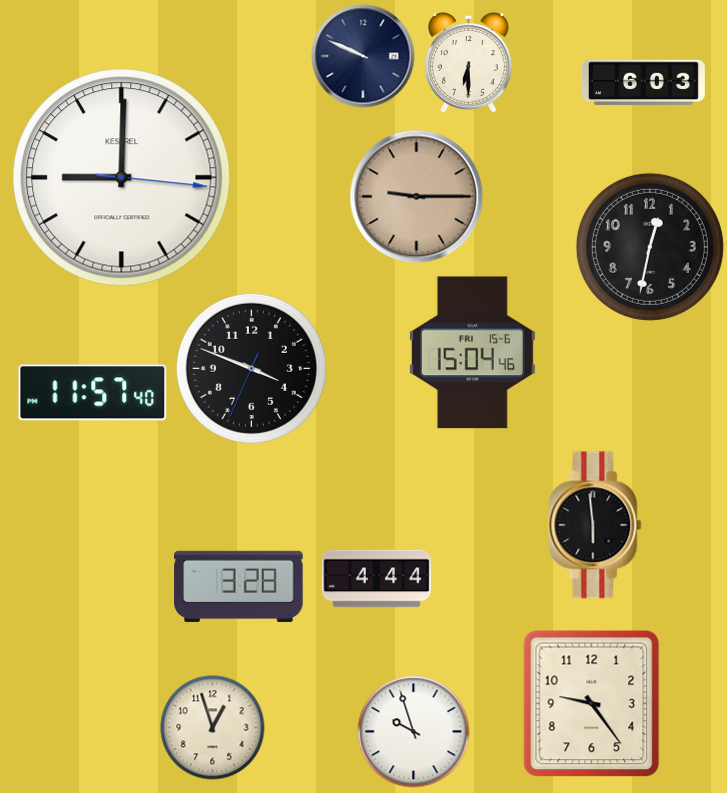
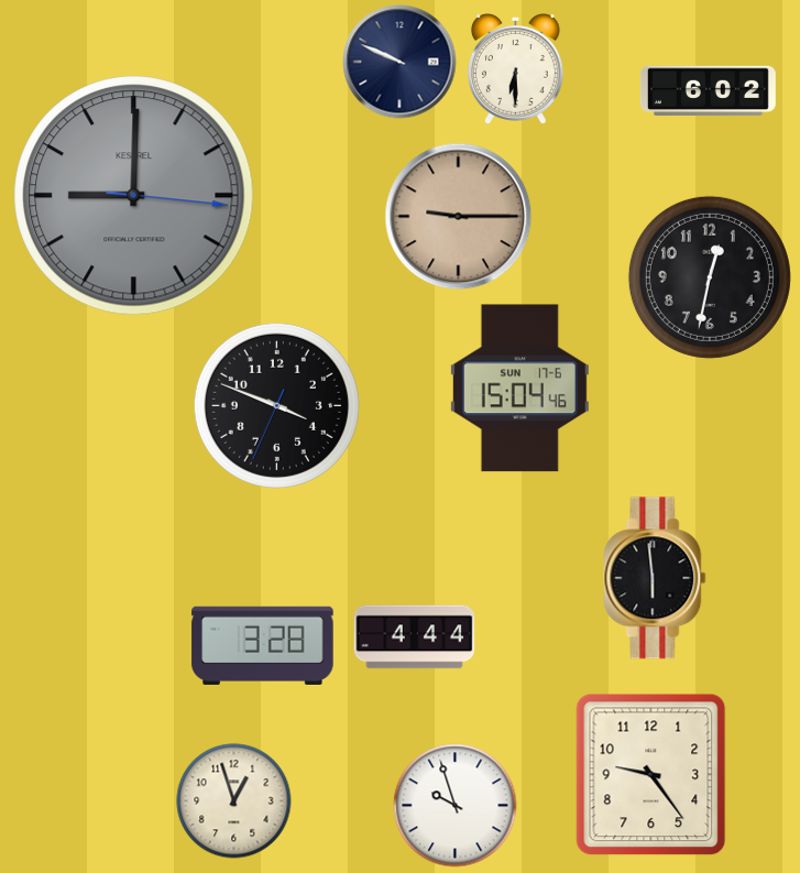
clock at (643, 83): 6:03 -> 6:02
clock at (122, 178) dial: white -> grey
clock at (650, 247) position: (650, 247) -> (710, 277)
clock at (472, 353) date: FRI 15-6 -> SUN 17-6
clock at (93, 393): 11:57 -> none
